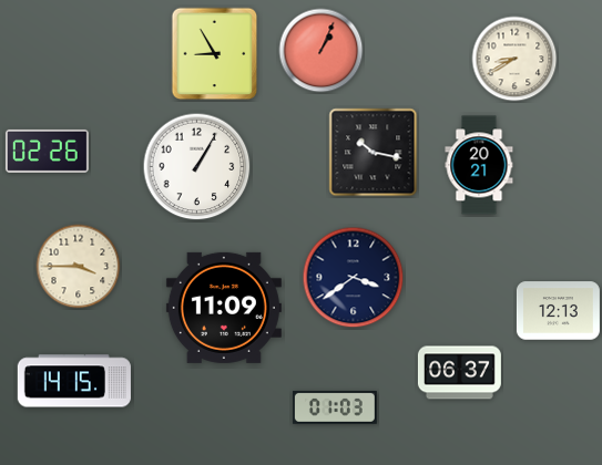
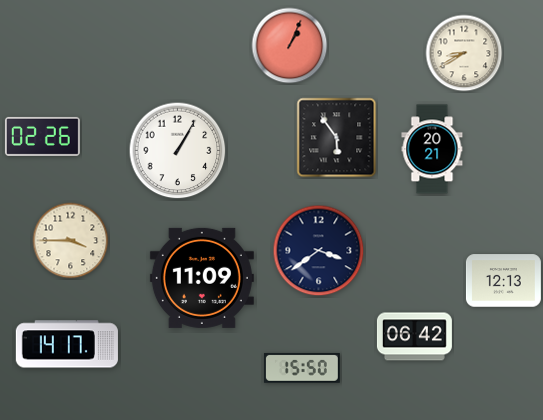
clock at (215, 54): 8:55 -> none
clock at (374, 153): 10:17 -> 5:54
clock at (459, 373): 06:37 -> 06:42
clock at (74, 381): 14:15 -> 14:17
clock at (335, 407): 01:03 -> 15:50
